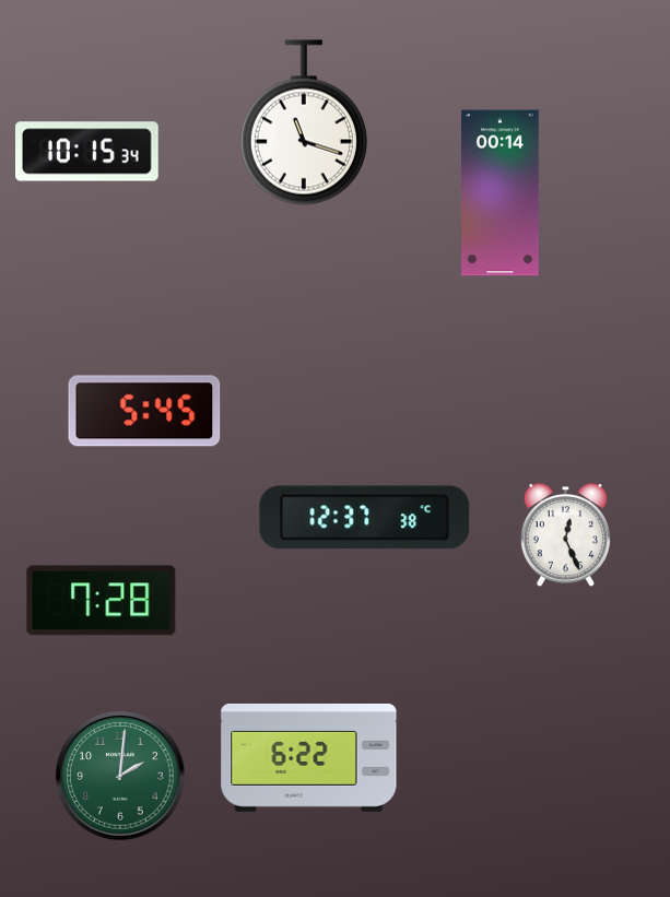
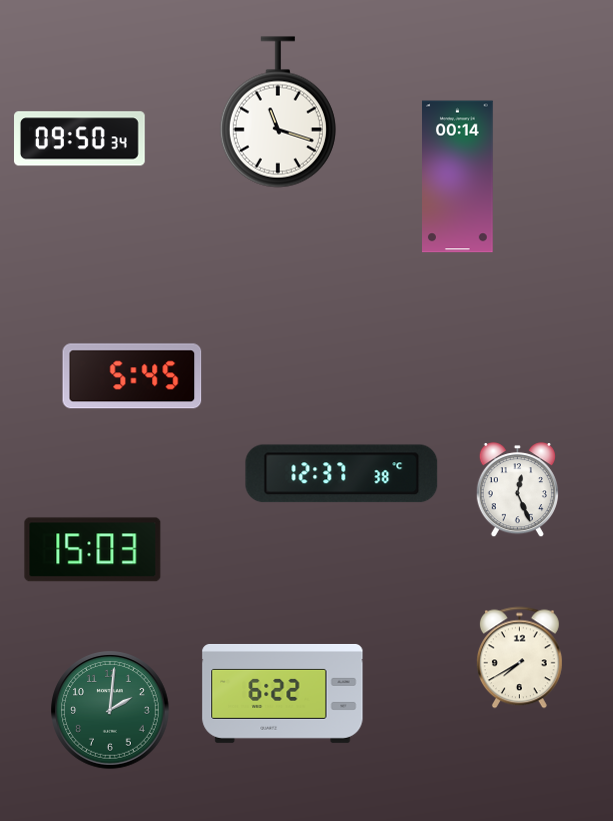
clock at (87, 152): 10:15 -> 09:50
clock at (365, 518) position: (365, 518) -> (342, 474)
clock at (102, 601): 7:28 -> 15:03
clock at (519, 658): none -> 7:40
